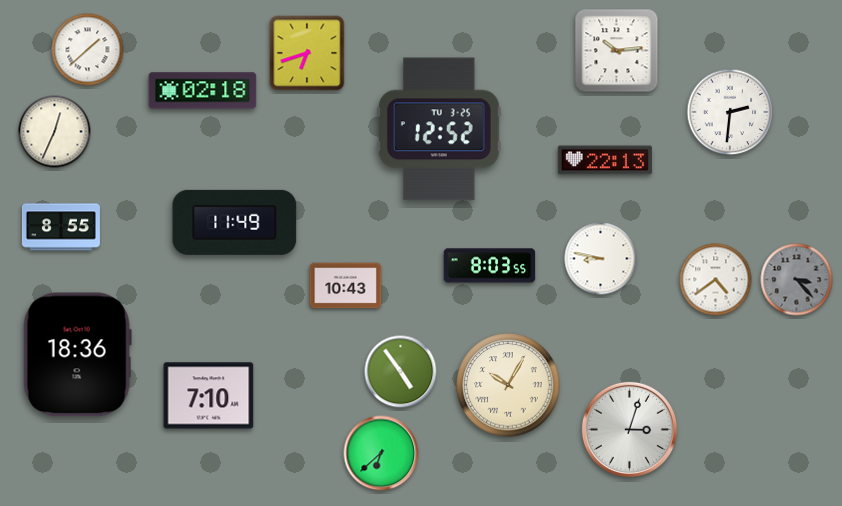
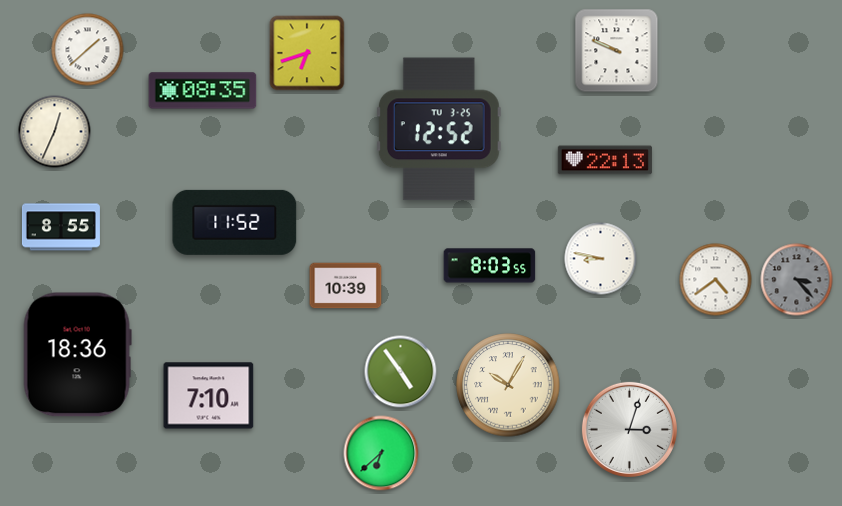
clock at (617, 51): 10:14 -> 9:49
clock at (203, 91): 02:18 -> 08:35
clock at (730, 112): 2:31 -> none
clock at (235, 222): 11:49 -> 11:52
clock at (346, 286): 10:43 -> 10:39
